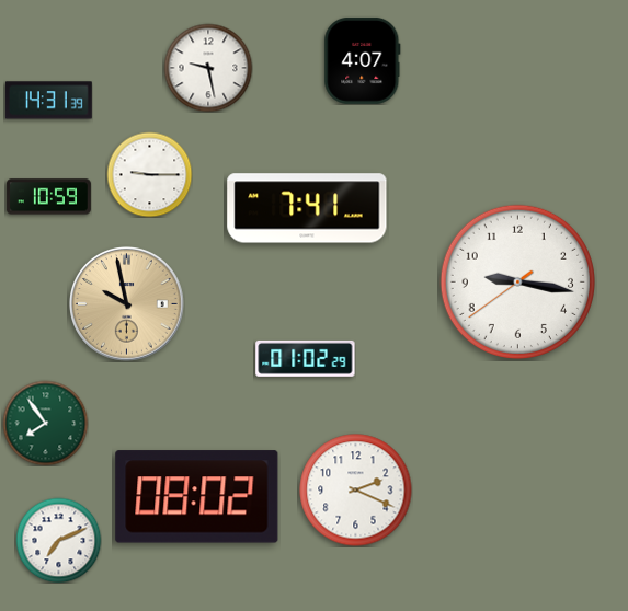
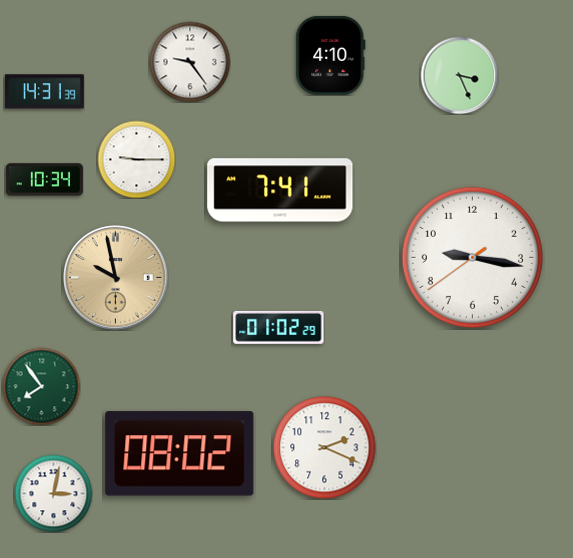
clock at (363, 60): 4:07 -> 4:10
clock at (208, 68): 9:28 -> 9:24
clock at (459, 75): none -> 3:26
clock at (48, 197): 10:59 -> 10:34
clock at (58, 540): 7:11 -> 3:02
